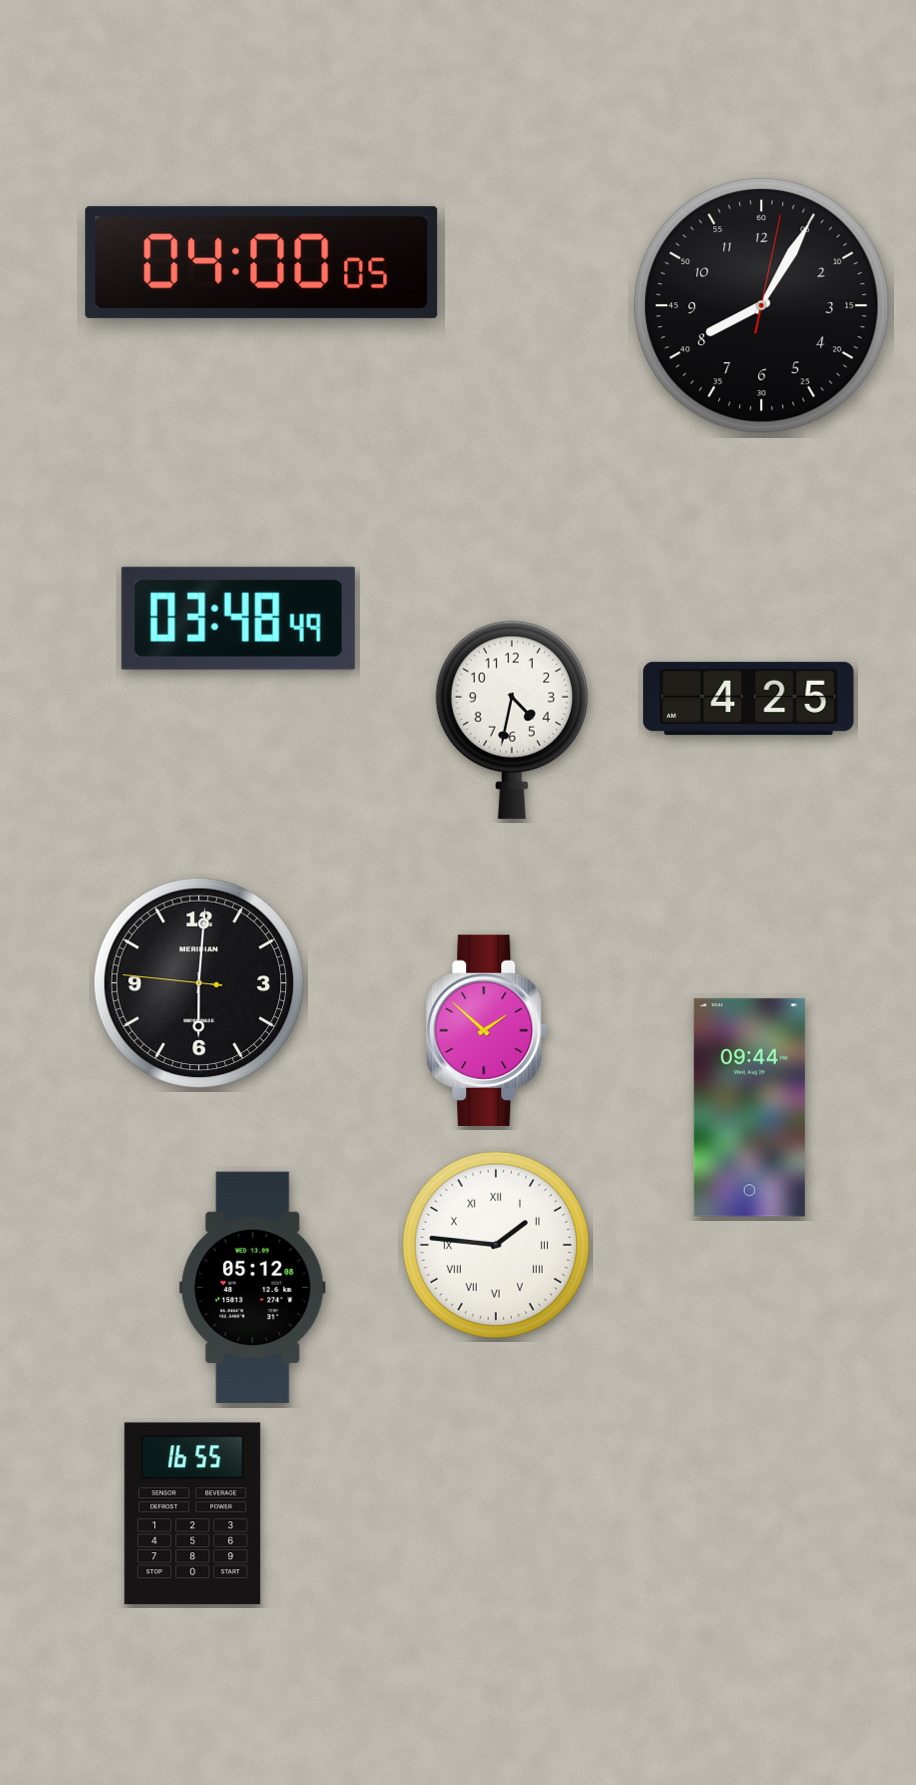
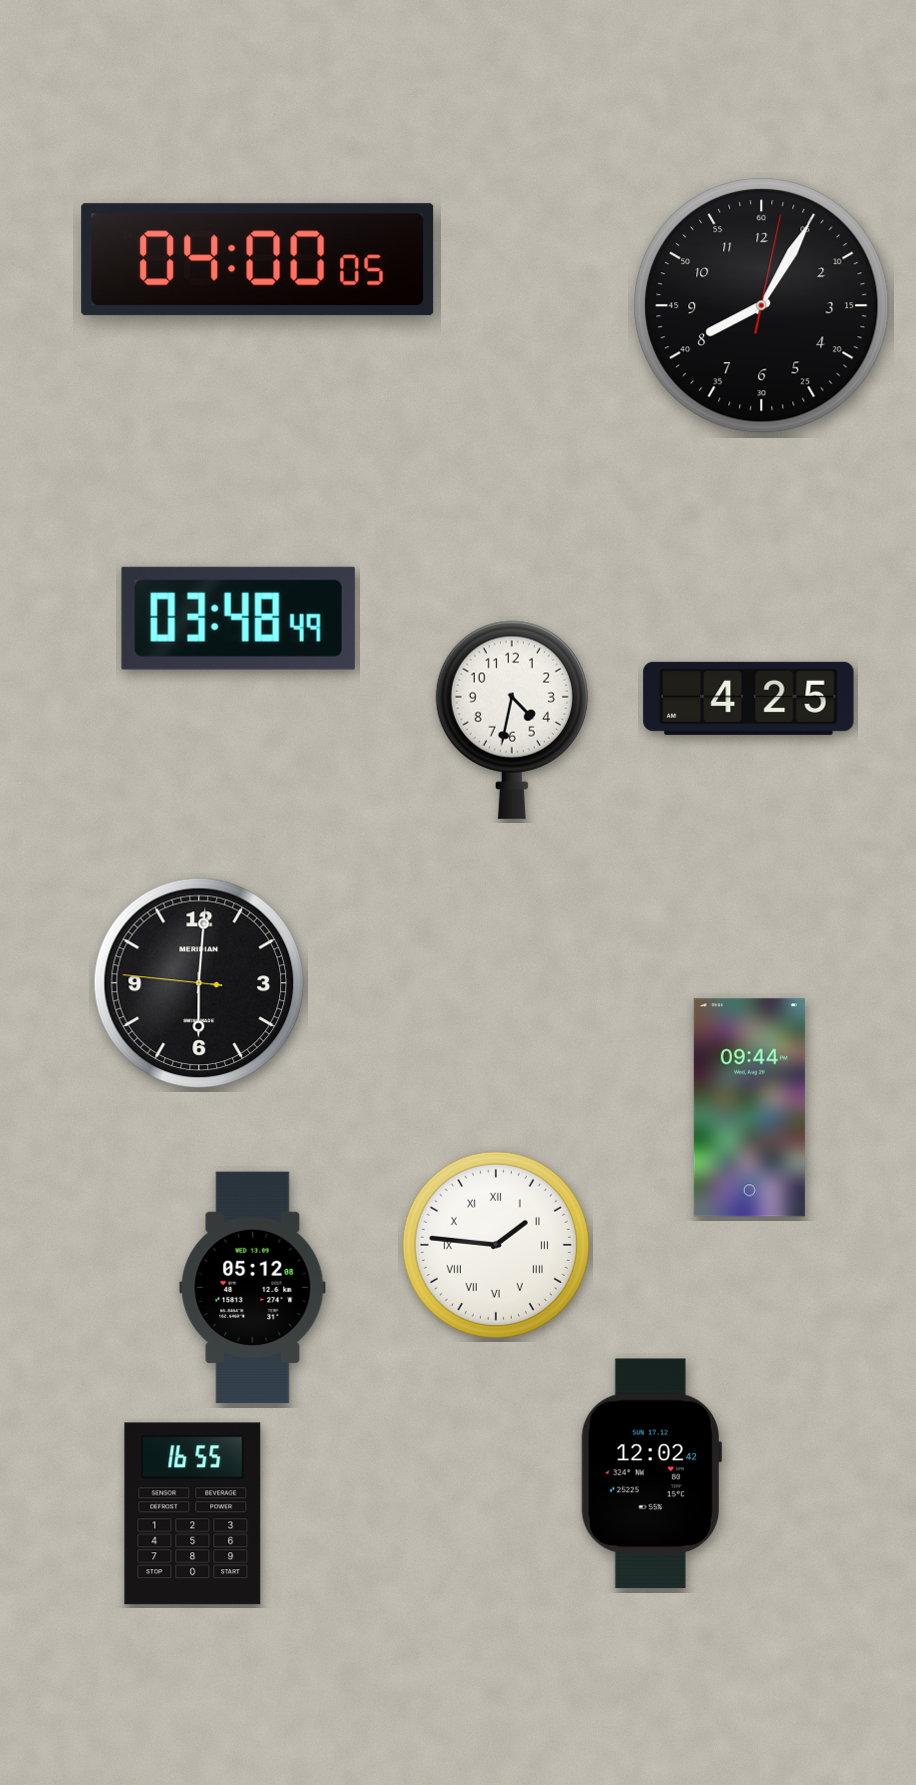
clock at (262, 263) position: (262, 263) -> (258, 260)
clock at (487, 1030): 1:52 -> none
clock at (651, 1474): none -> 12:02
